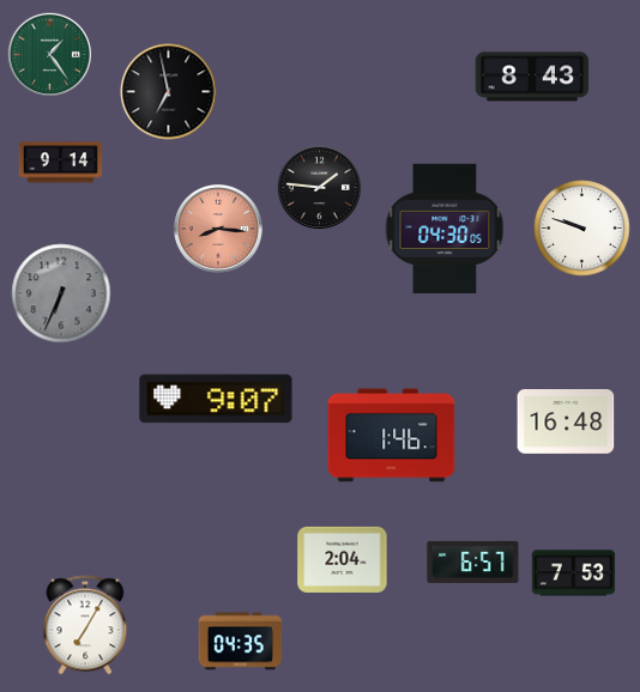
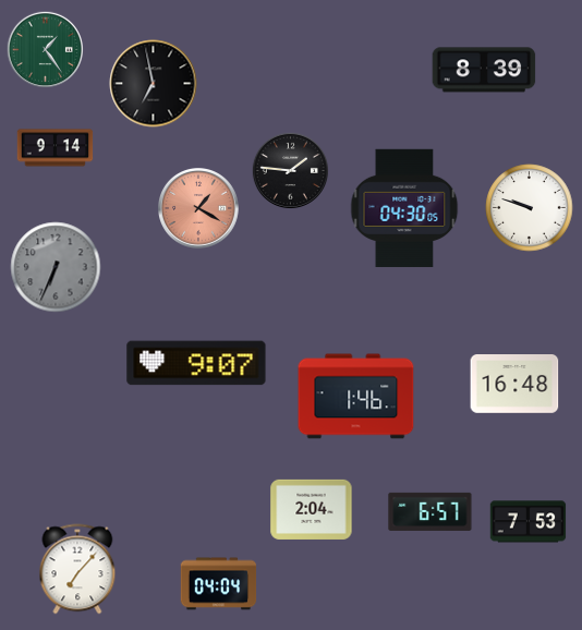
clock at (532, 77): 8:43 -> 8:39
clock at (219, 230): 8:16 -> 1:20
clock at (574, 573) position: (574, 573) -> (529, 522)
clock at (85, 625): 7:05 -> 7:07
clock at (241, 642): 04:35 -> 04:04
